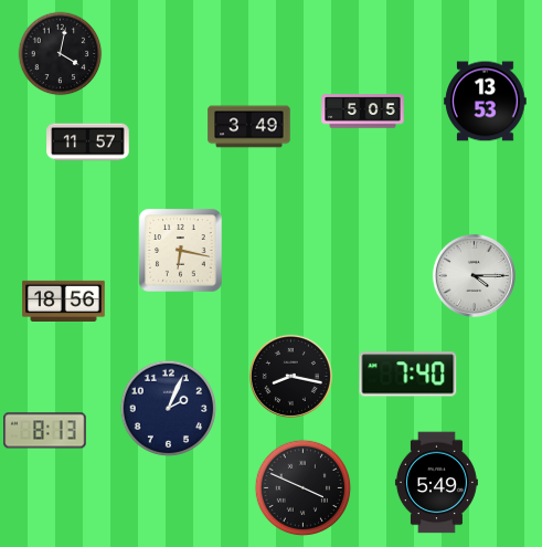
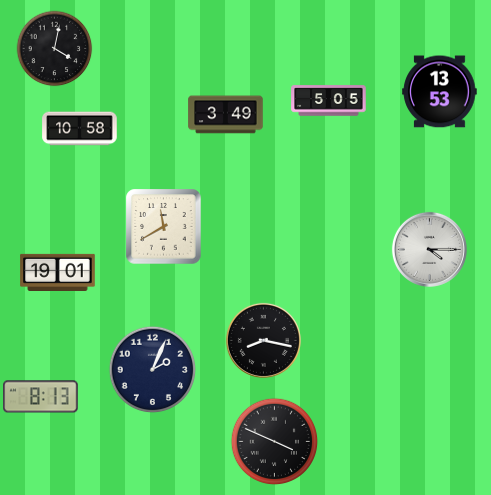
clock at (88, 143): 11:57 -> 10:58
clock at (181, 251): 6:17 -> 11:40
clock at (64, 301): 18:56 -> 19:01
clock at (408, 375): 7:40 -> none
clock at (45, 431) position: (45, 431) -> (41, 397)
clock at (436, 483): 5:49 -> none
